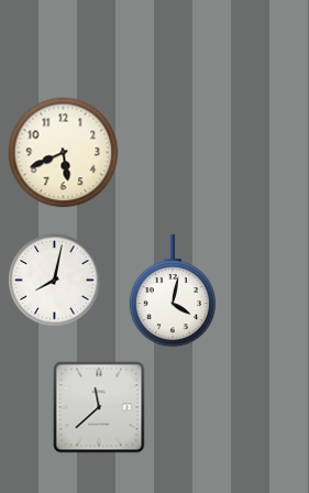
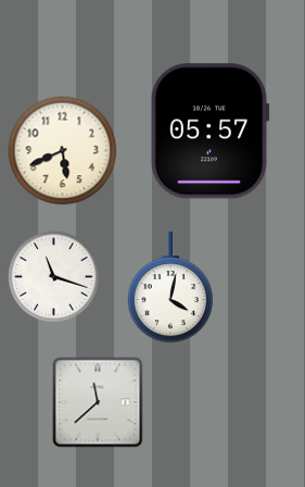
clock at (209, 132): none -> 05:57
clock at (55, 281): 8:02 -> 11:18
